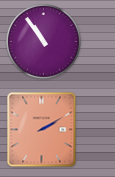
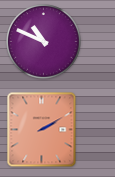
clock at (44, 42): 10:54 -> 10:49
